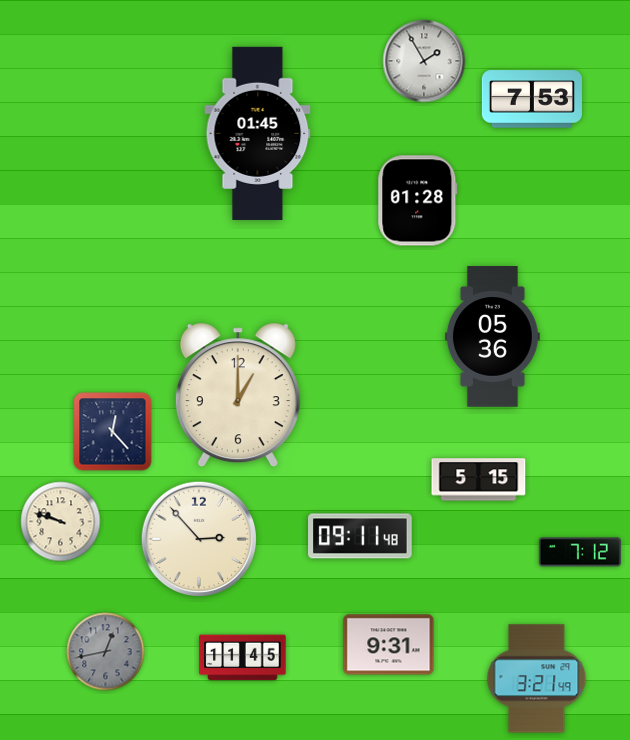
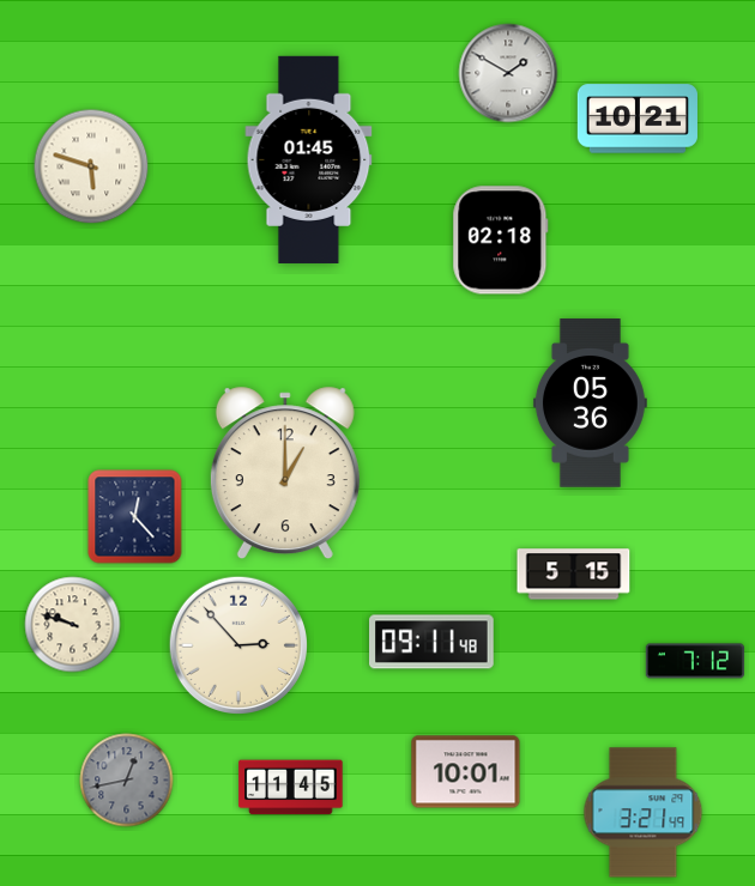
clock at (424, 61): 1:55 -> 1:50
clock at (532, 99): 7:53 -> 10:21
clock at (91, 166): none -> 5:48
clock at (418, 201): 01:28 -> 02:18
clock at (389, 645): 9:31 -> 10:01
